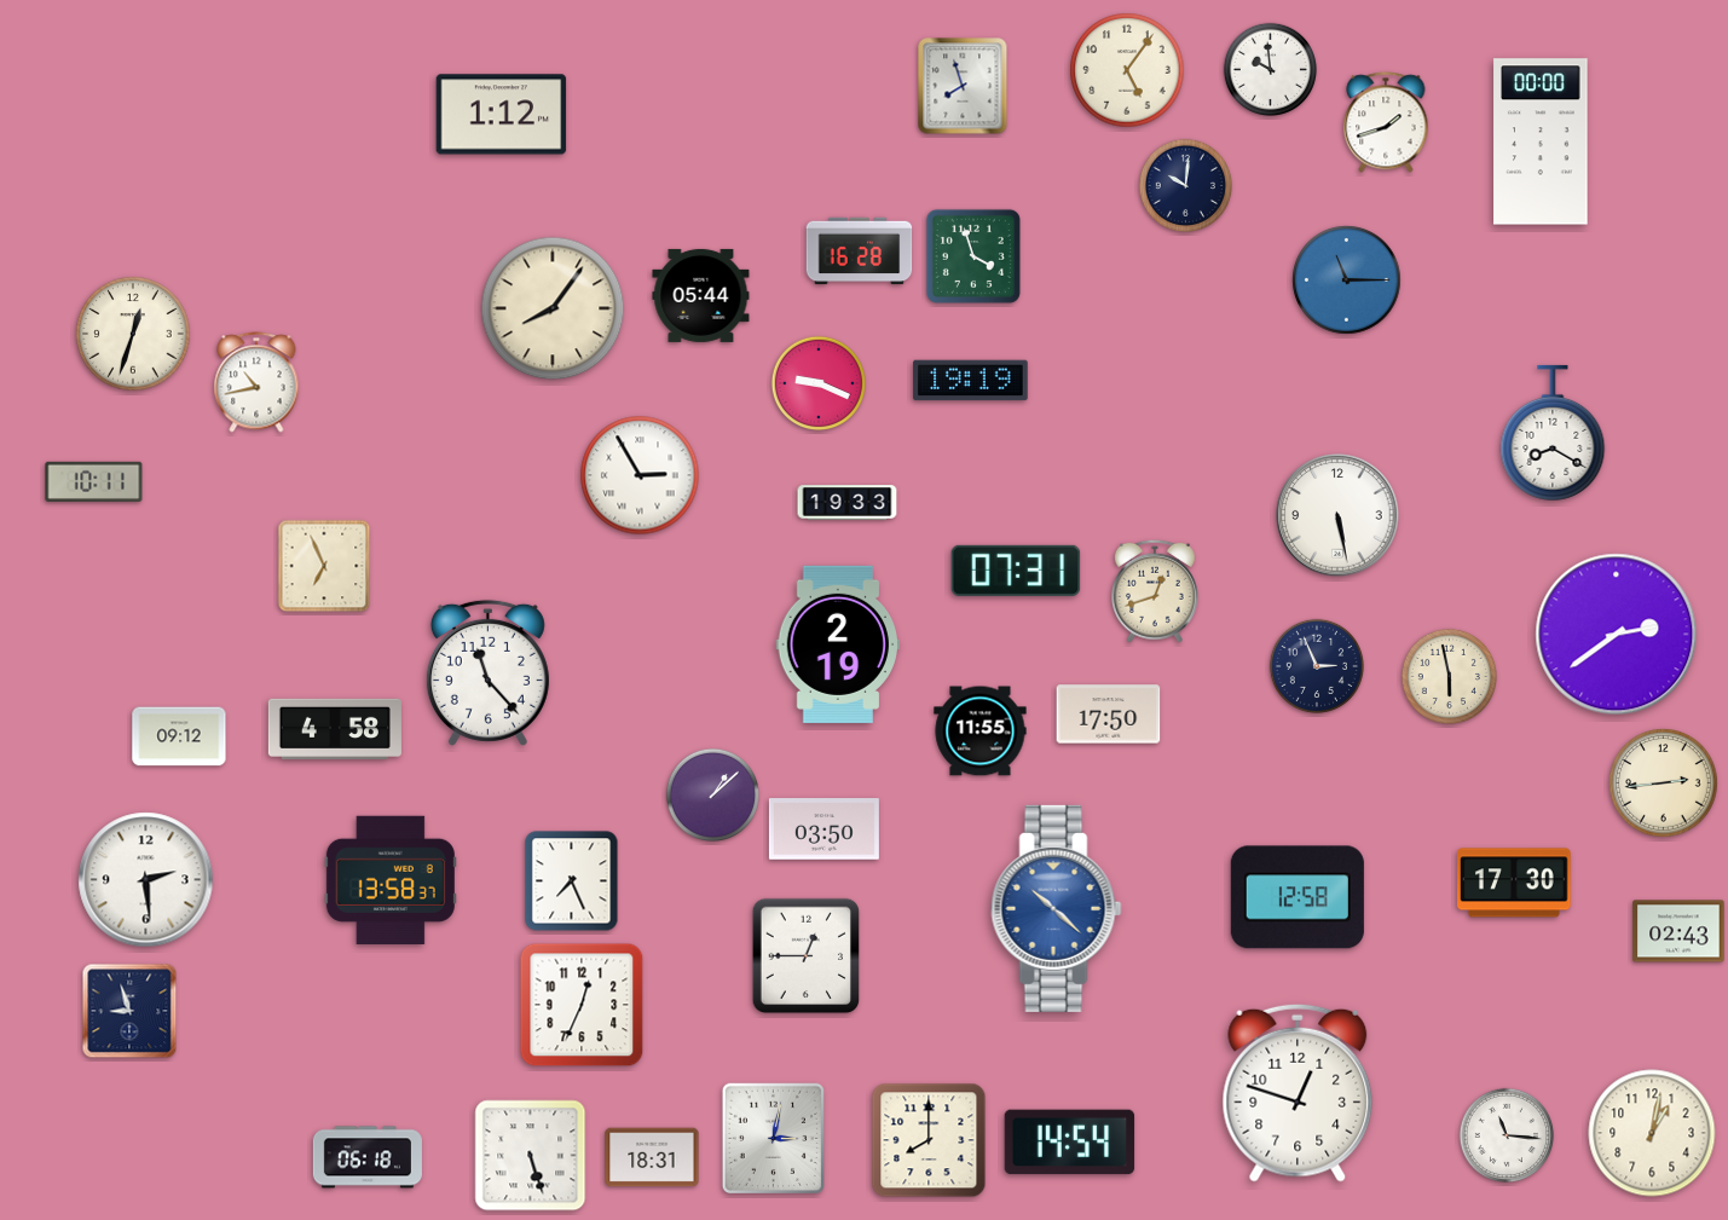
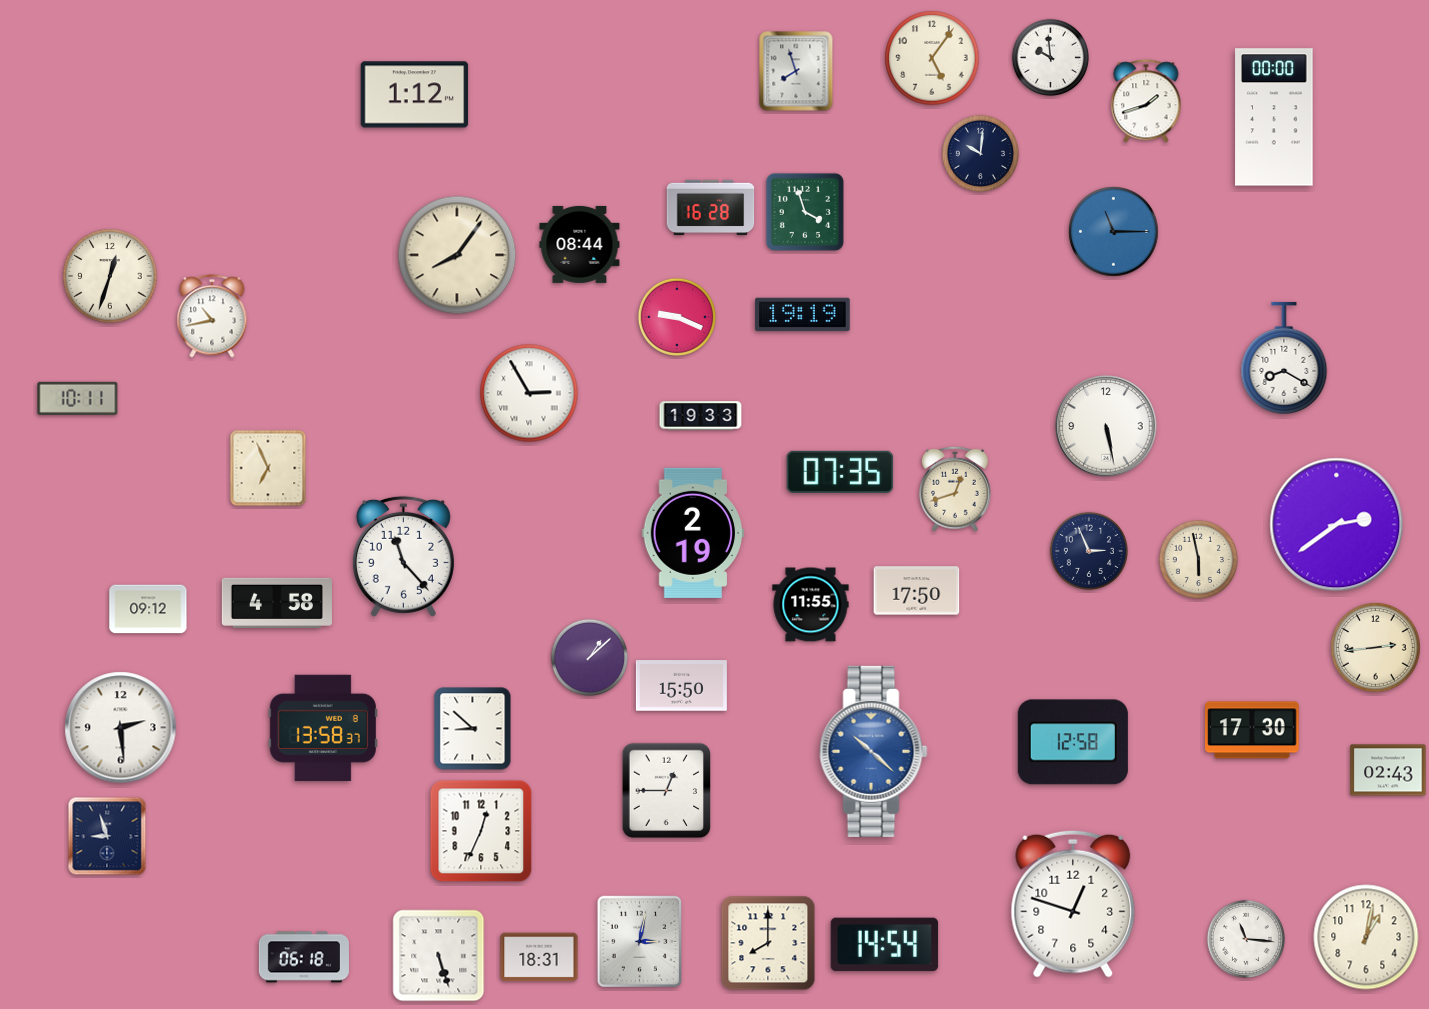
clock at (701, 295): 05:44 -> 08:44
clock at (1016, 571): 07:31 -> 07:35
clock at (823, 829): 03:50 -> 15:50
clock at (572, 881): 7:26 -> 8:52
